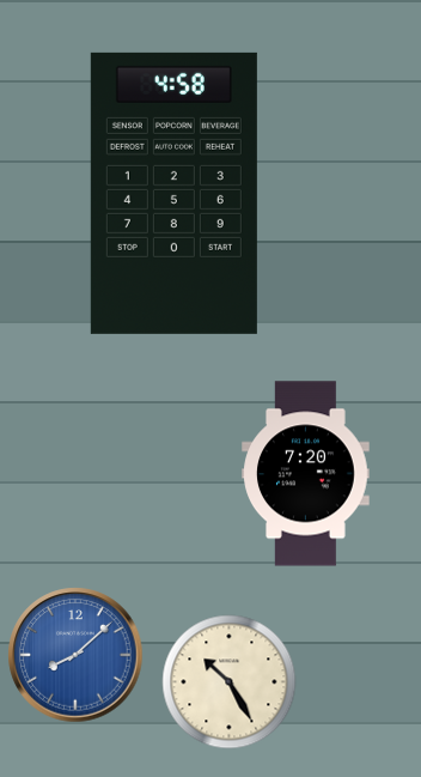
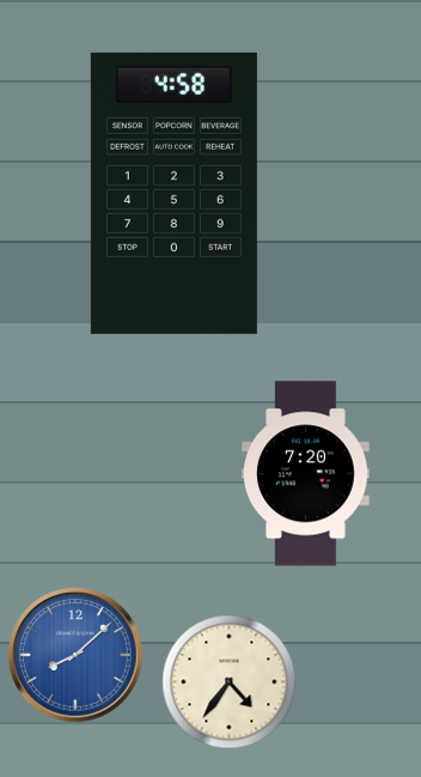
clock at (230, 682): 10:25 -> 4:36
